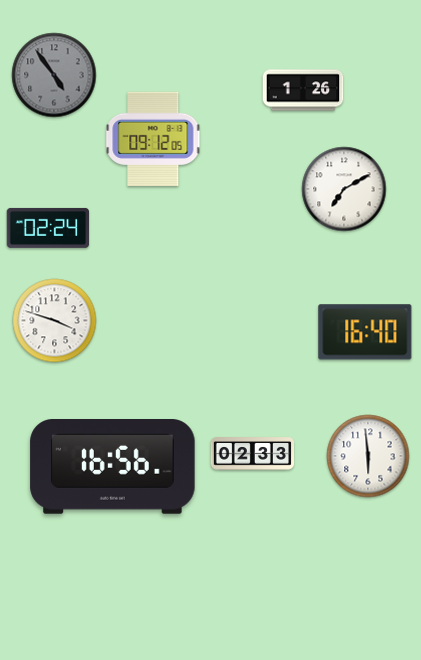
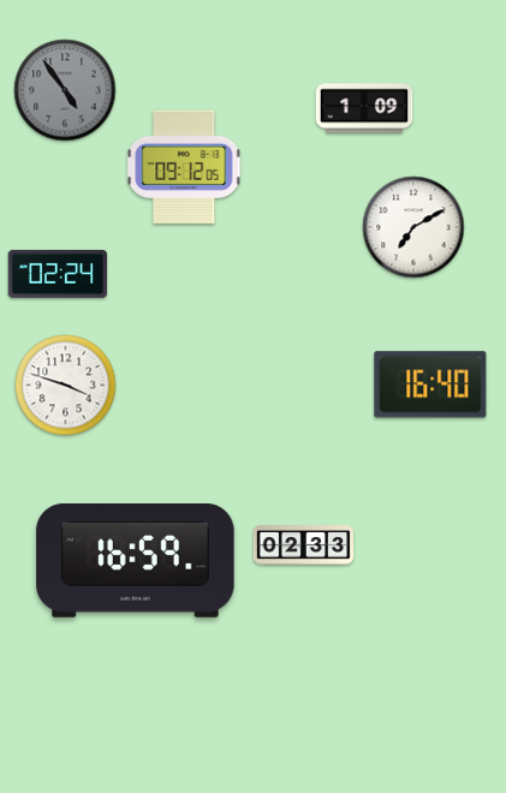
clock at (303, 90): 1:26 -> 1:09
clock at (365, 332) position: (365, 332) -> (430, 384)
clock at (368, 456): 5:59 -> none
clock at (113, 467): 16:56 -> 16:59
